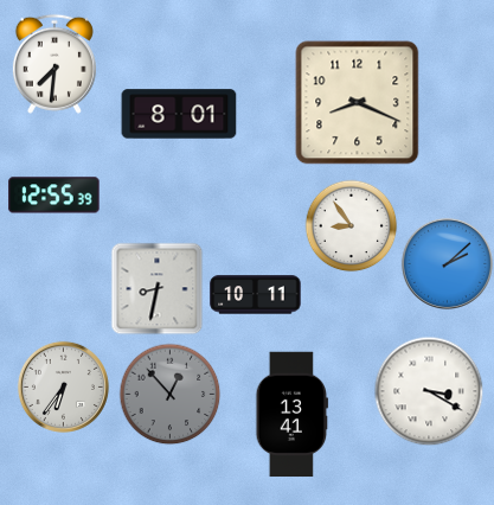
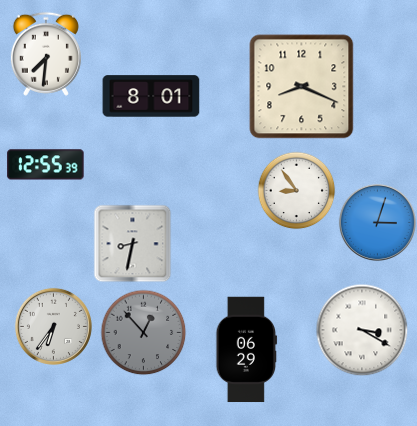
clock at (447, 263): 2:08 -> 3:03
clock at (256, 295): 10:11 -> none
clock at (293, 415): 13:41 -> 06:29
